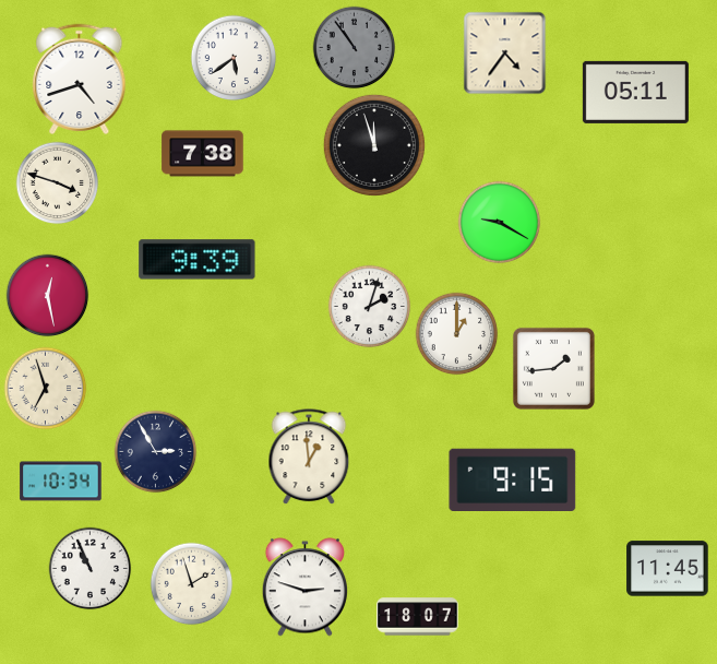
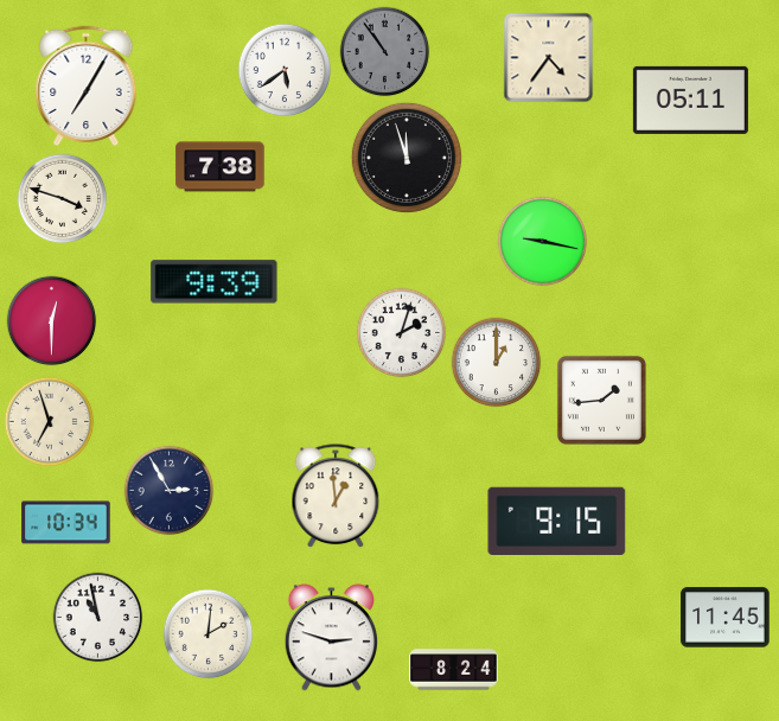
clock at (234, 58) position: (234, 58) -> (285, 70)
clock at (80, 80): 4:42 -> 7:05
clock at (500, 223): 9:20 -> 9:17
clock at (48, 296): 12:28 -> 12:30
clock at (91, 569): 10:56 -> 10:58
clock at (192, 584): 1:57 -> 2:01
clock at (418, 617): 18:07 -> 8:24
